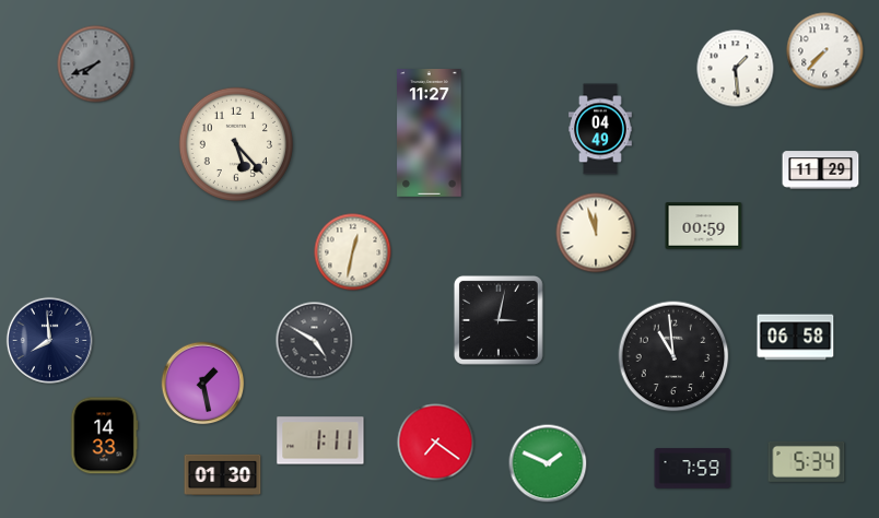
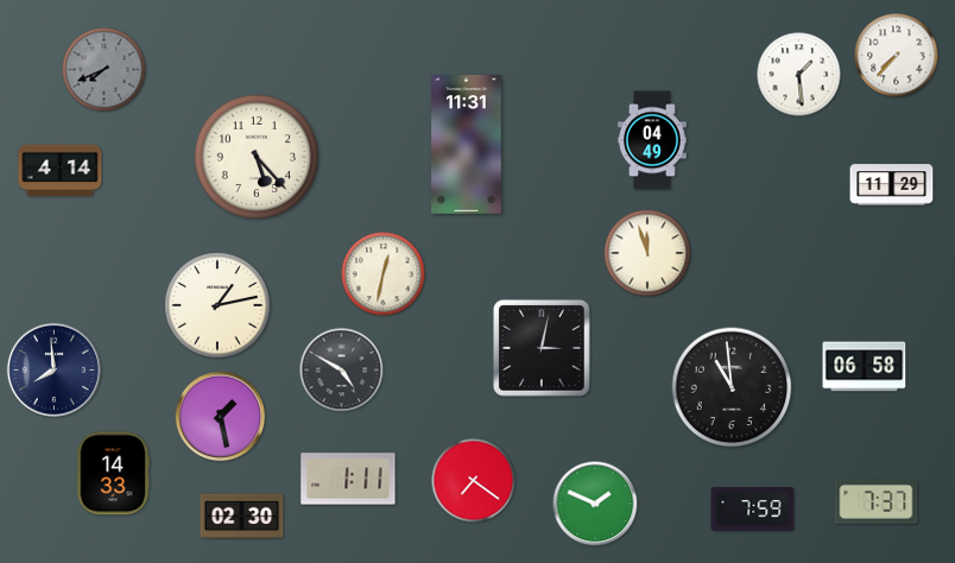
clock at (430, 133): 11:27 -> 11:31
clock at (61, 171): none -> 4:14
clock at (704, 226): 00:59 -> none
clock at (217, 305): none -> 1:13
clock at (807, 461): 5:34 -> 7:37
clock at (223, 475): 01:30 -> 02:30
